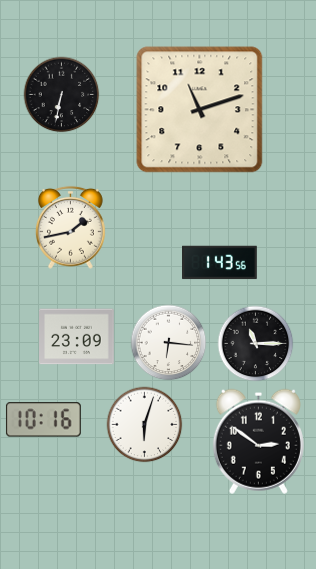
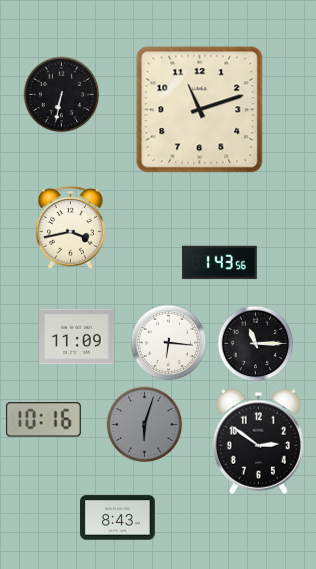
clock at (70, 227): 1:43 -> 3:43
clock at (77, 337): 23:09 -> 11:09
clock at (145, 425) dial: white -> grey
clock at (118, 518): none -> 8:43
